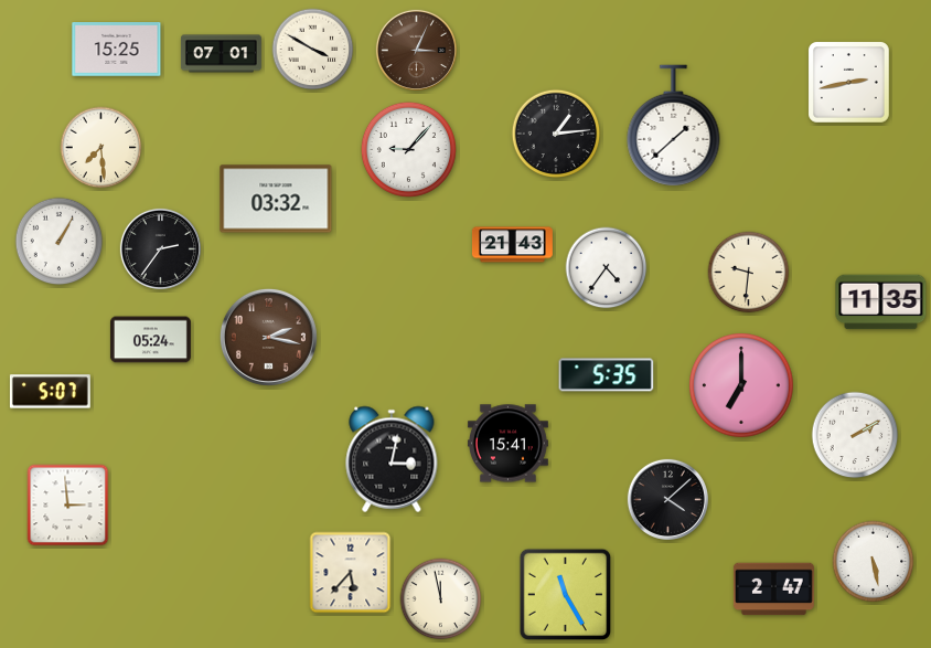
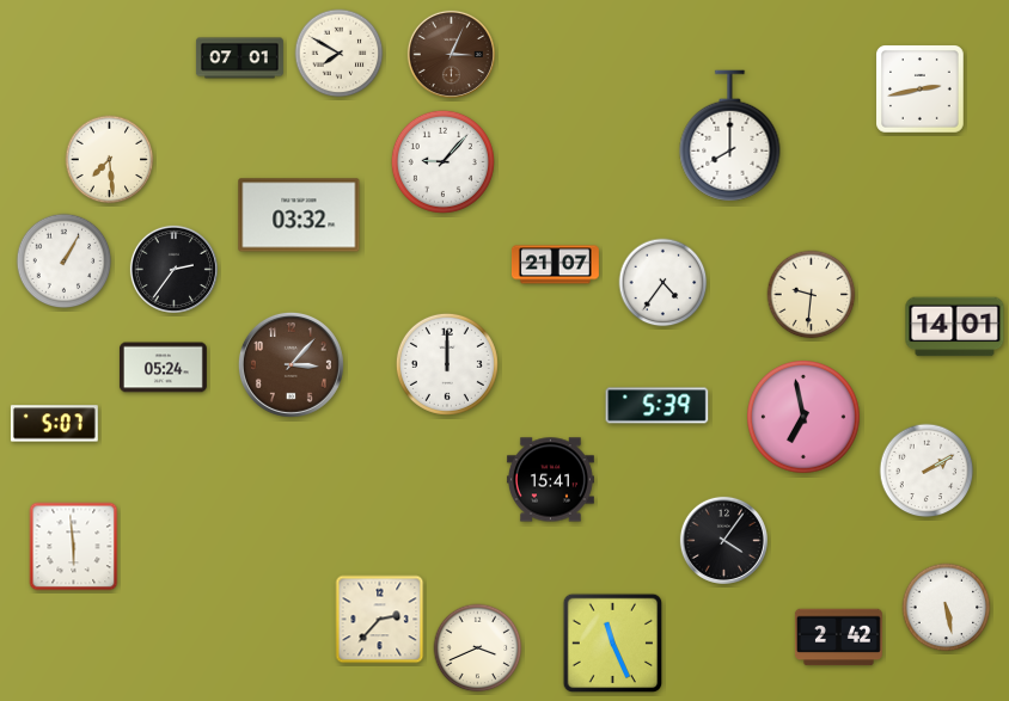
clock at (117, 50): 15:25 -> none
clock at (313, 50): 3:50 -> 7:50
clock at (674, 126): 1:38 -> 8:00
clock at (556, 134): 1:14 -> none
clock at (512, 245): 21:43 -> 21:07
clock at (607, 268) position: (607, 268) -> (664, 283)
clock at (881, 302): 11:35 -> 14:01
clock at (268, 337): 2:17 -> 3:07
clock at (447, 364): none -> 12:00
clock at (607, 375): 5:35 -> 5:39
clock at (741, 385): 7:00 -> 6:58
clock at (392, 459): 3:02 -> none
clock at (667, 499): 4:08 -> 4:06
clock at (68, 506): 2:59 -> 5:59
clock at (351, 573): 5:37 -> 2:37
clock at (773, 589): 2:47 -> 2:42
clock at (566, 595): 11:25 -> 11:26
clock at (441, 599): 11:58 -> 3:41
